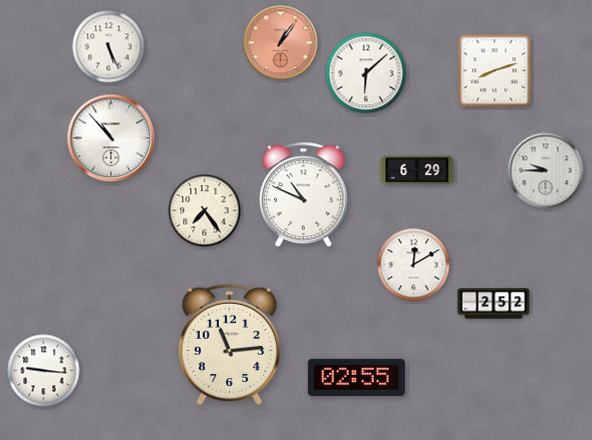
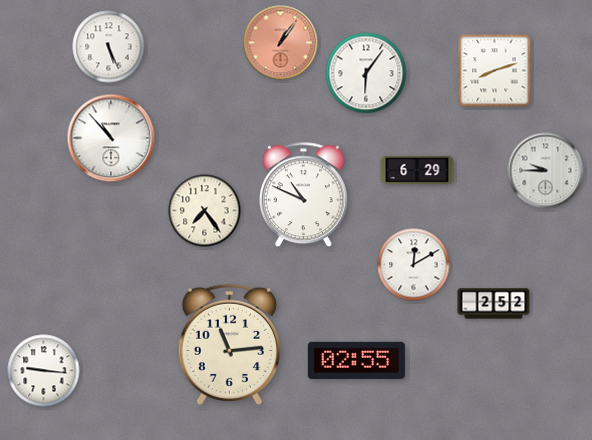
clock at (366, 73): 6:08 -> 6:06
clock at (356, 377) position: (356, 377) -> (356, 360)
